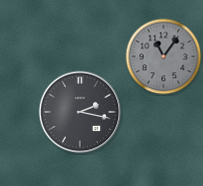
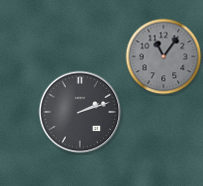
clock at (80, 112): 2:17 -> 2:12
